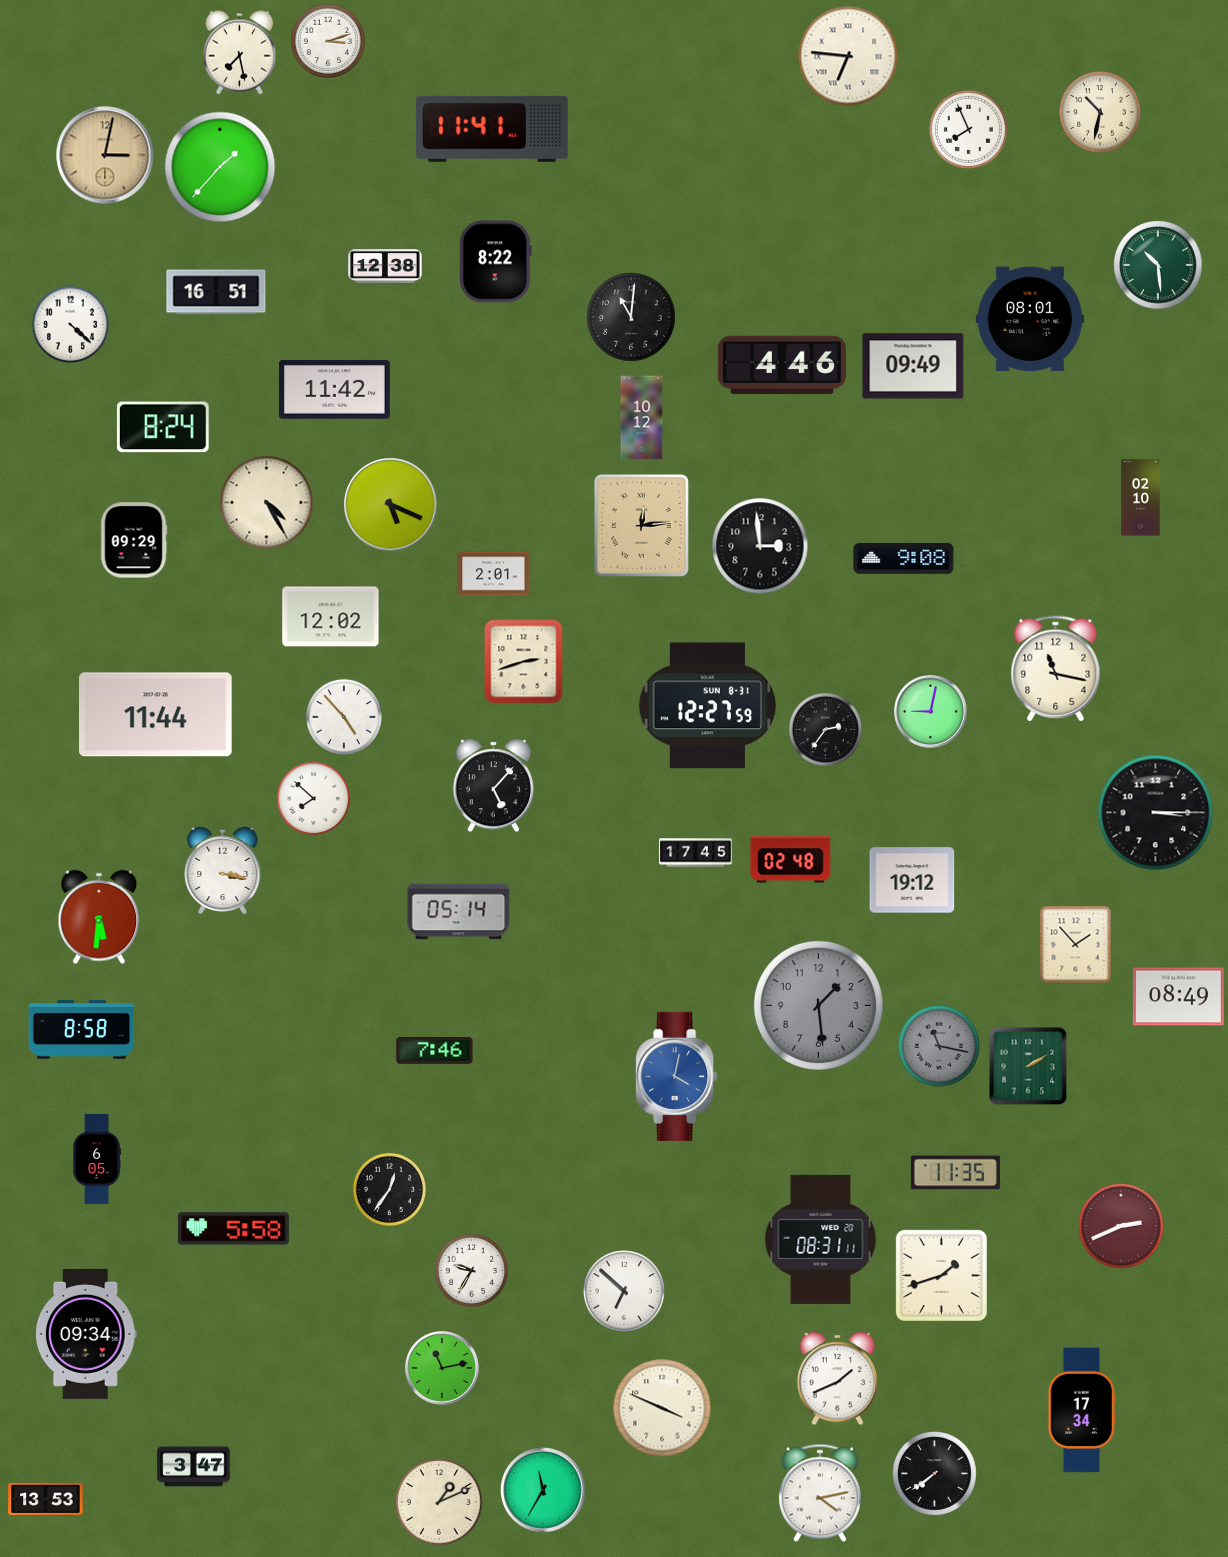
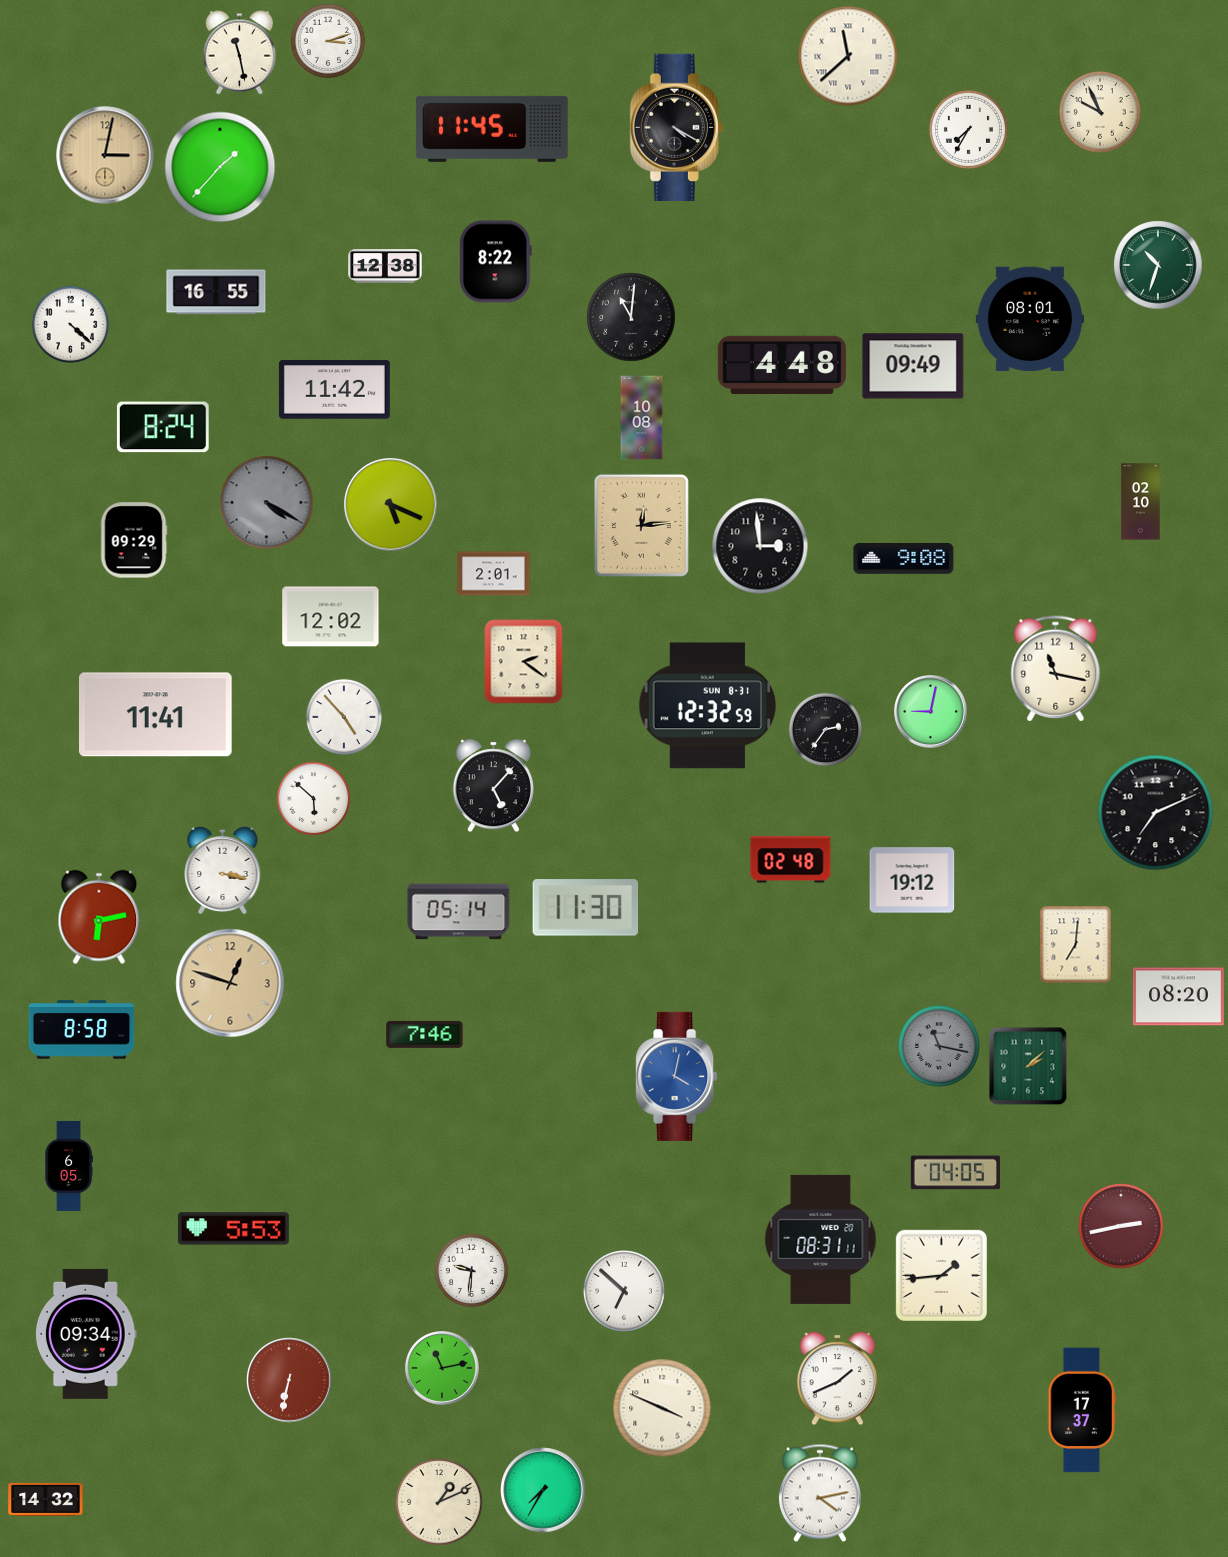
clock at (240, 53): 7:28 -> 11:28
clock at (848, 56): 6:46 -> 11:38
clock at (1100, 112): 10:32 -> 9:56
clock at (676, 127): none -> 4:20
clock at (492, 129): 11:41 -> 11:45
clock at (968, 129): 7:56 -> 7:35
clock at (1158, 265): 10:29 -> 10:33
clock at (216, 292): 16:51 -> 16:55
clock at (782, 364): 4:46 -> 4:48
clock at (642, 418): 10:12 -> 10:08
clock at (1141, 498) position: (1141, 498) -> (1141, 502)
clock at (267, 503): 4:25 -> 4:20
clock at (267, 503) dial: cream -> grey
clock at (524, 662): 2:42 -> 2:21
clock at (707, 706): 12:27 -> 12:32
clock at (156, 715): 11:44 -> 11:41
clock at (314, 799): 7:52 -> 5:52
clock at (1156, 813): 3:15 -> 7:11
clock at (696, 853): 17:45 -> none
clock at (586, 908): none -> 11:30
clock at (99, 917): 5:31 -> 6:13
clock at (1076, 945): 1:53 -> 7:01
clock at (230, 983): none -> 12:48
clock at (1178, 997): 08:49 -> 08:20
clock at (818, 1005): 1:29 -> none
clock at (435, 1050) position: (435, 1050) -> (425, 1034)
clock at (1028, 1066): 2:10 -> 2:08
clock at (97, 1159) position: (97, 1159) -> (69, 1166)
clock at (955, 1173): 11:35 -> 04:05
clock at (390, 1190): 12:36 -> none
clock at (1121, 1226): 2:41 -> 2:43
clock at (233, 1229): 5:58 -> 5:53
clock at (472, 1271): 9:35 -> 9:31
clock at (941, 1275): 1:42 -> 1:44
clock at (289, 1380): none -> 6:32
clock at (1081, 1410): 17:34 -> 17:37
clock at (194, 1467): 3:47 -> none
clock at (935, 1474): 7:39 -> none
clock at (543, 1490): 11:35 -> 7:35
clock at (46, 1499): 13:53 -> 14:32
